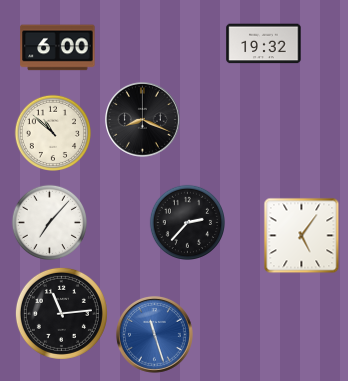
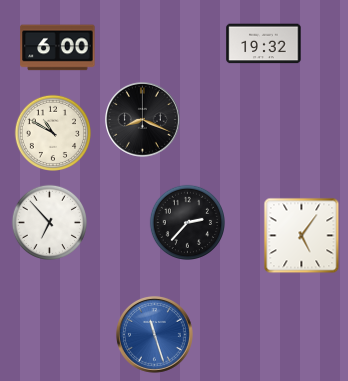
clock at (52, 132): 10:52 -> 10:50
clock at (49, 222): 7:07 -> 6:53
clock at (61, 313): 11:14 -> none
